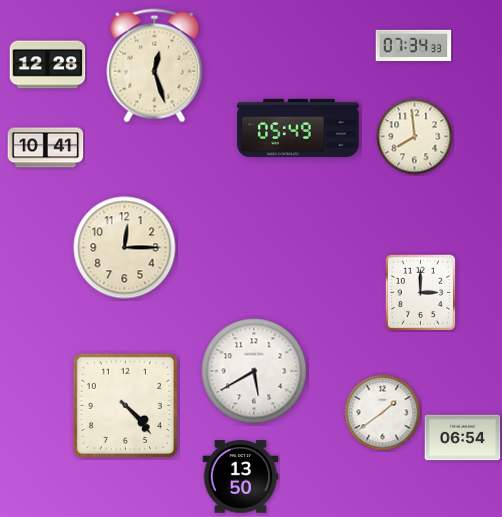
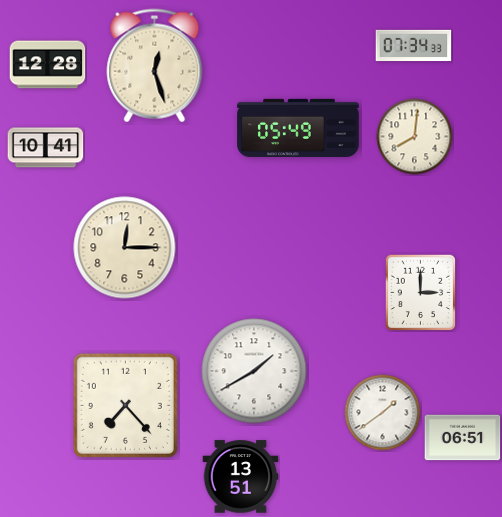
clock at (415, 137): 7:59 -> 8:01
clock at (254, 371): 5:40 -> 1:40
clock at (125, 405): 4:23 -> 7:23
clock at (463, 438): 06:54 -> 06:51
clock at (241, 477): 13:50 -> 13:51
